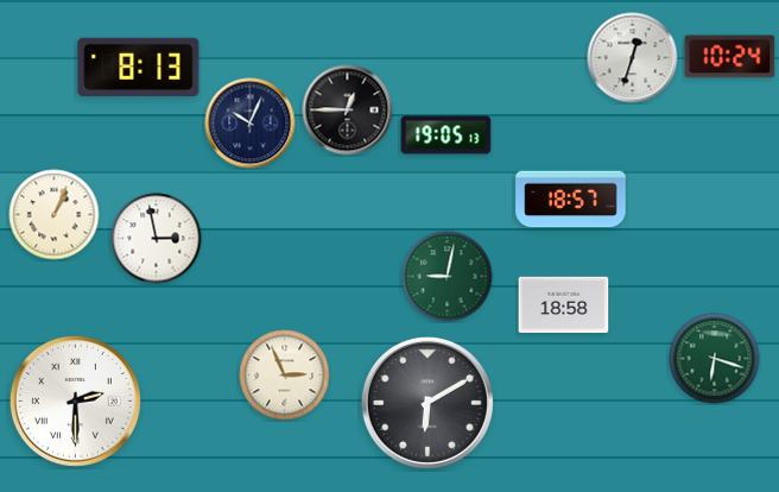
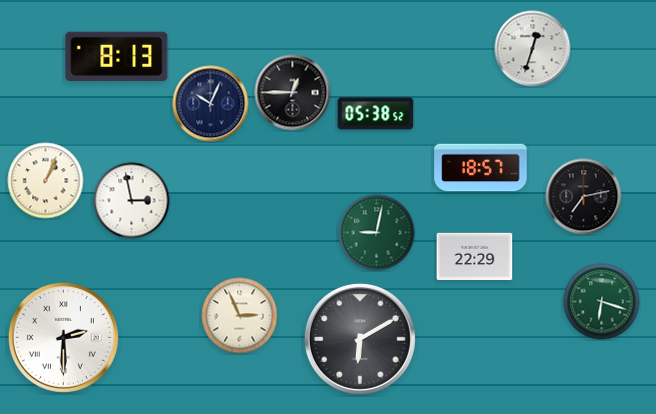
clock at (730, 57): 10:24 -> none
clock at (446, 135): 19:05 -> 05:38
clock at (584, 197): none -> 7:13
clock at (564, 305): 18:58 -> 22:29
